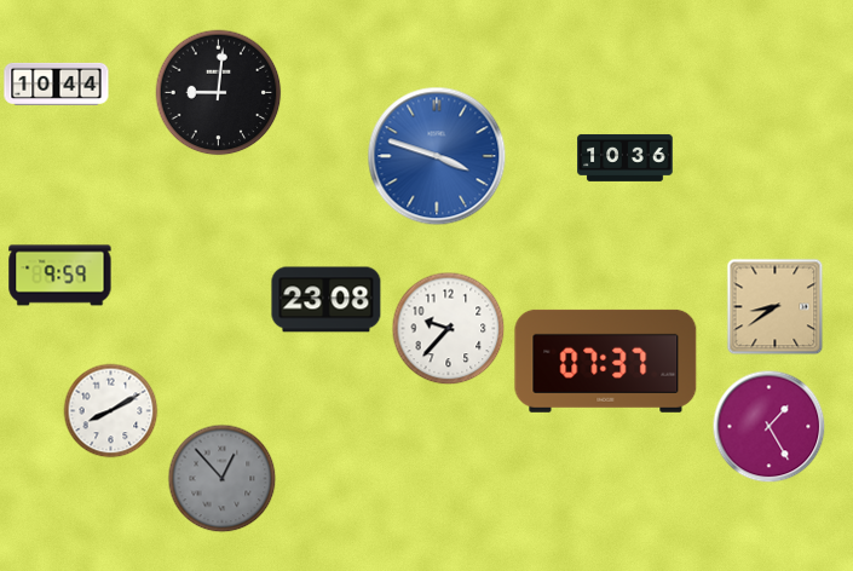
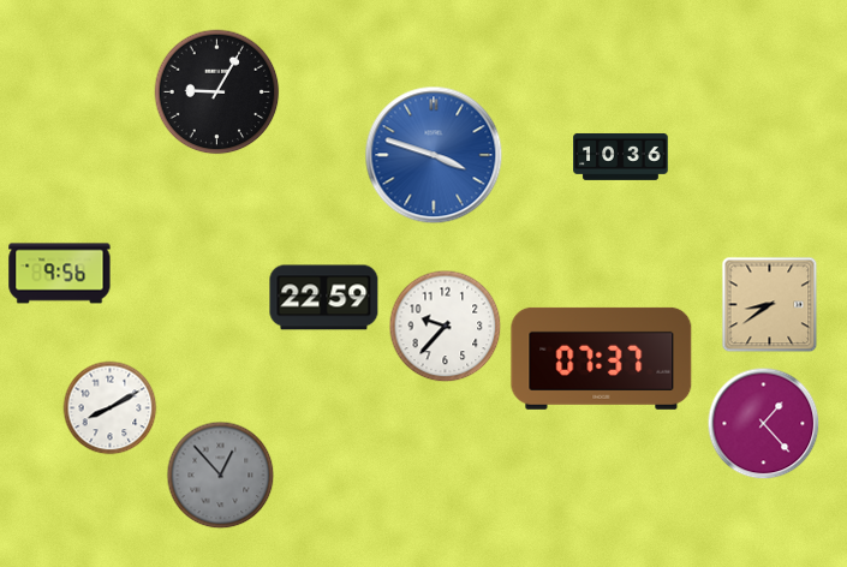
clock at (57, 83): 10:44 -> none
clock at (219, 93): 9:01 -> 9:05
clock at (60, 276): 9:59 -> 9:56
clock at (327, 300): 23:08 -> 22:59
clock at (770, 427): 1:25 -> 1:23
